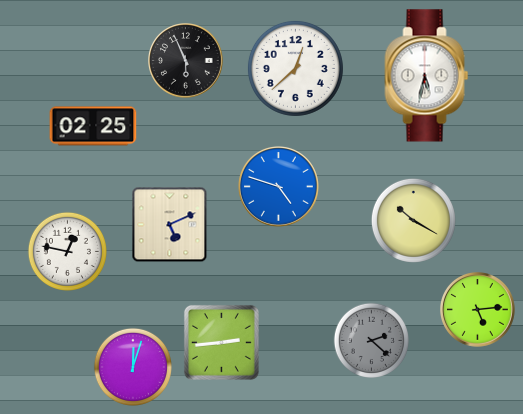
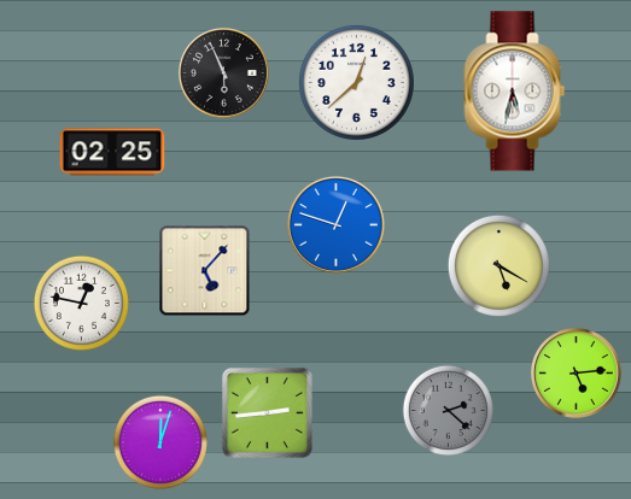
clock at (278, 186): 4:48 -> 12:48
clock at (413, 220): 10:20 -> 5:20
clock at (170, 225): 5:11 -> 5:07
